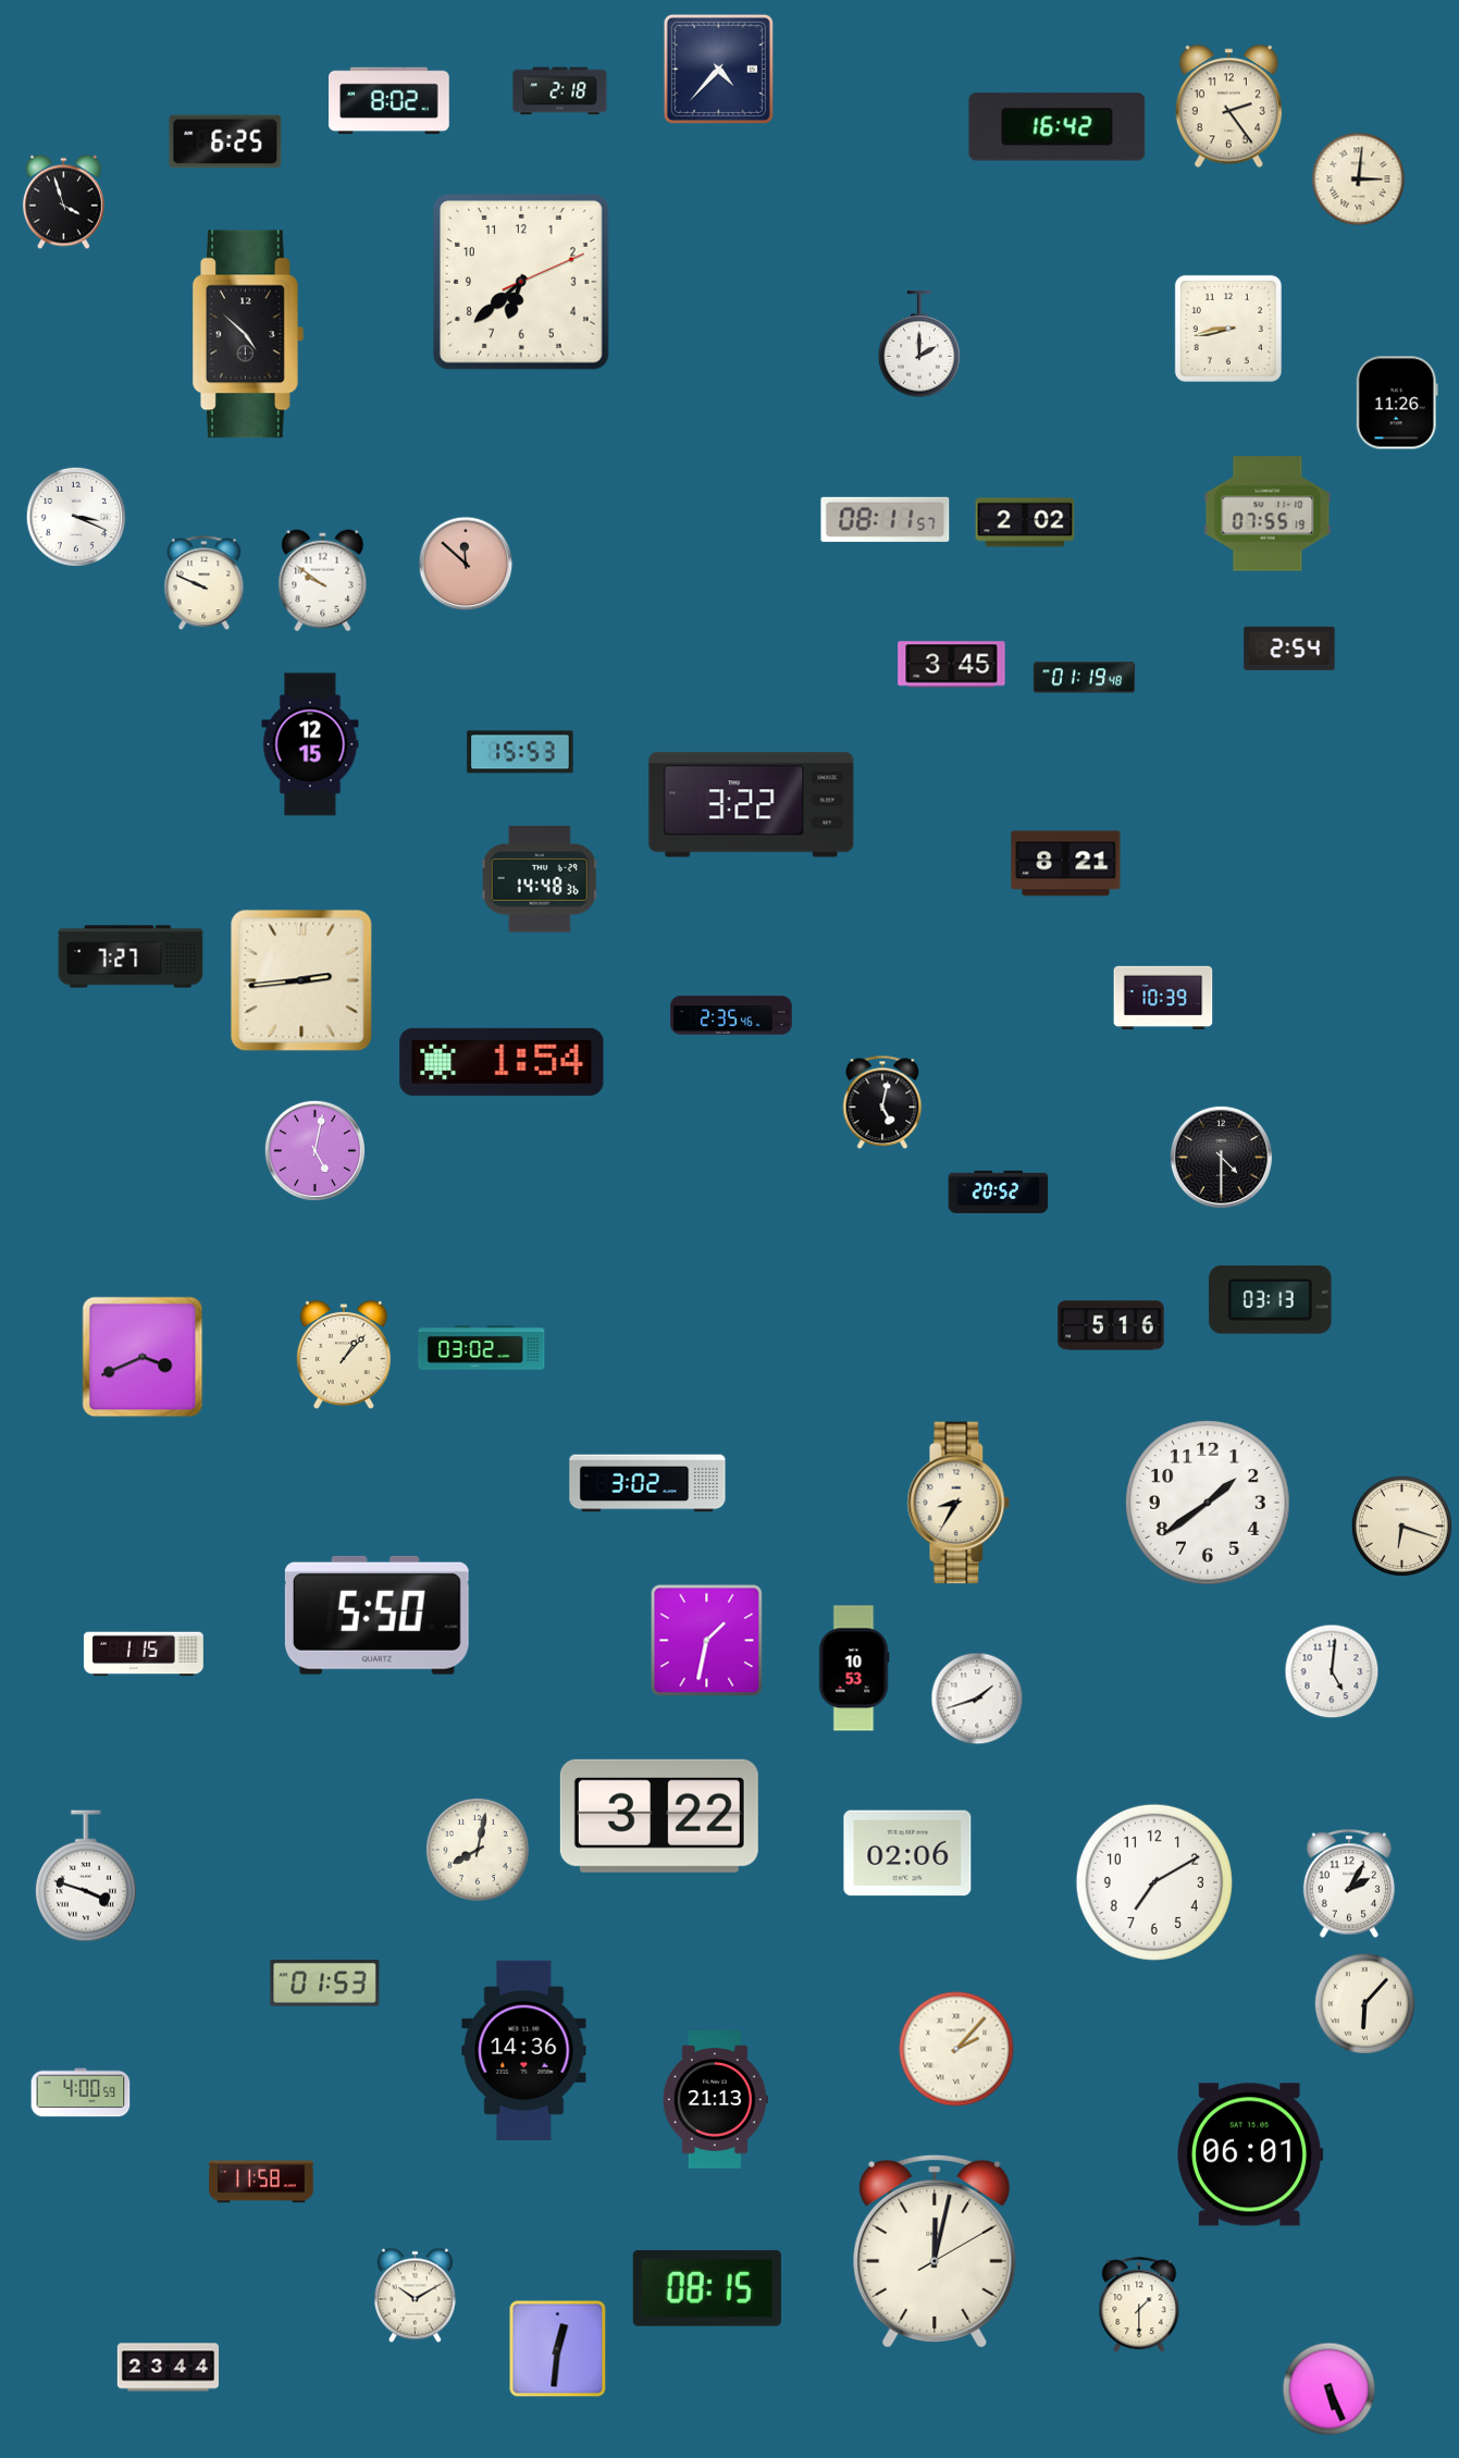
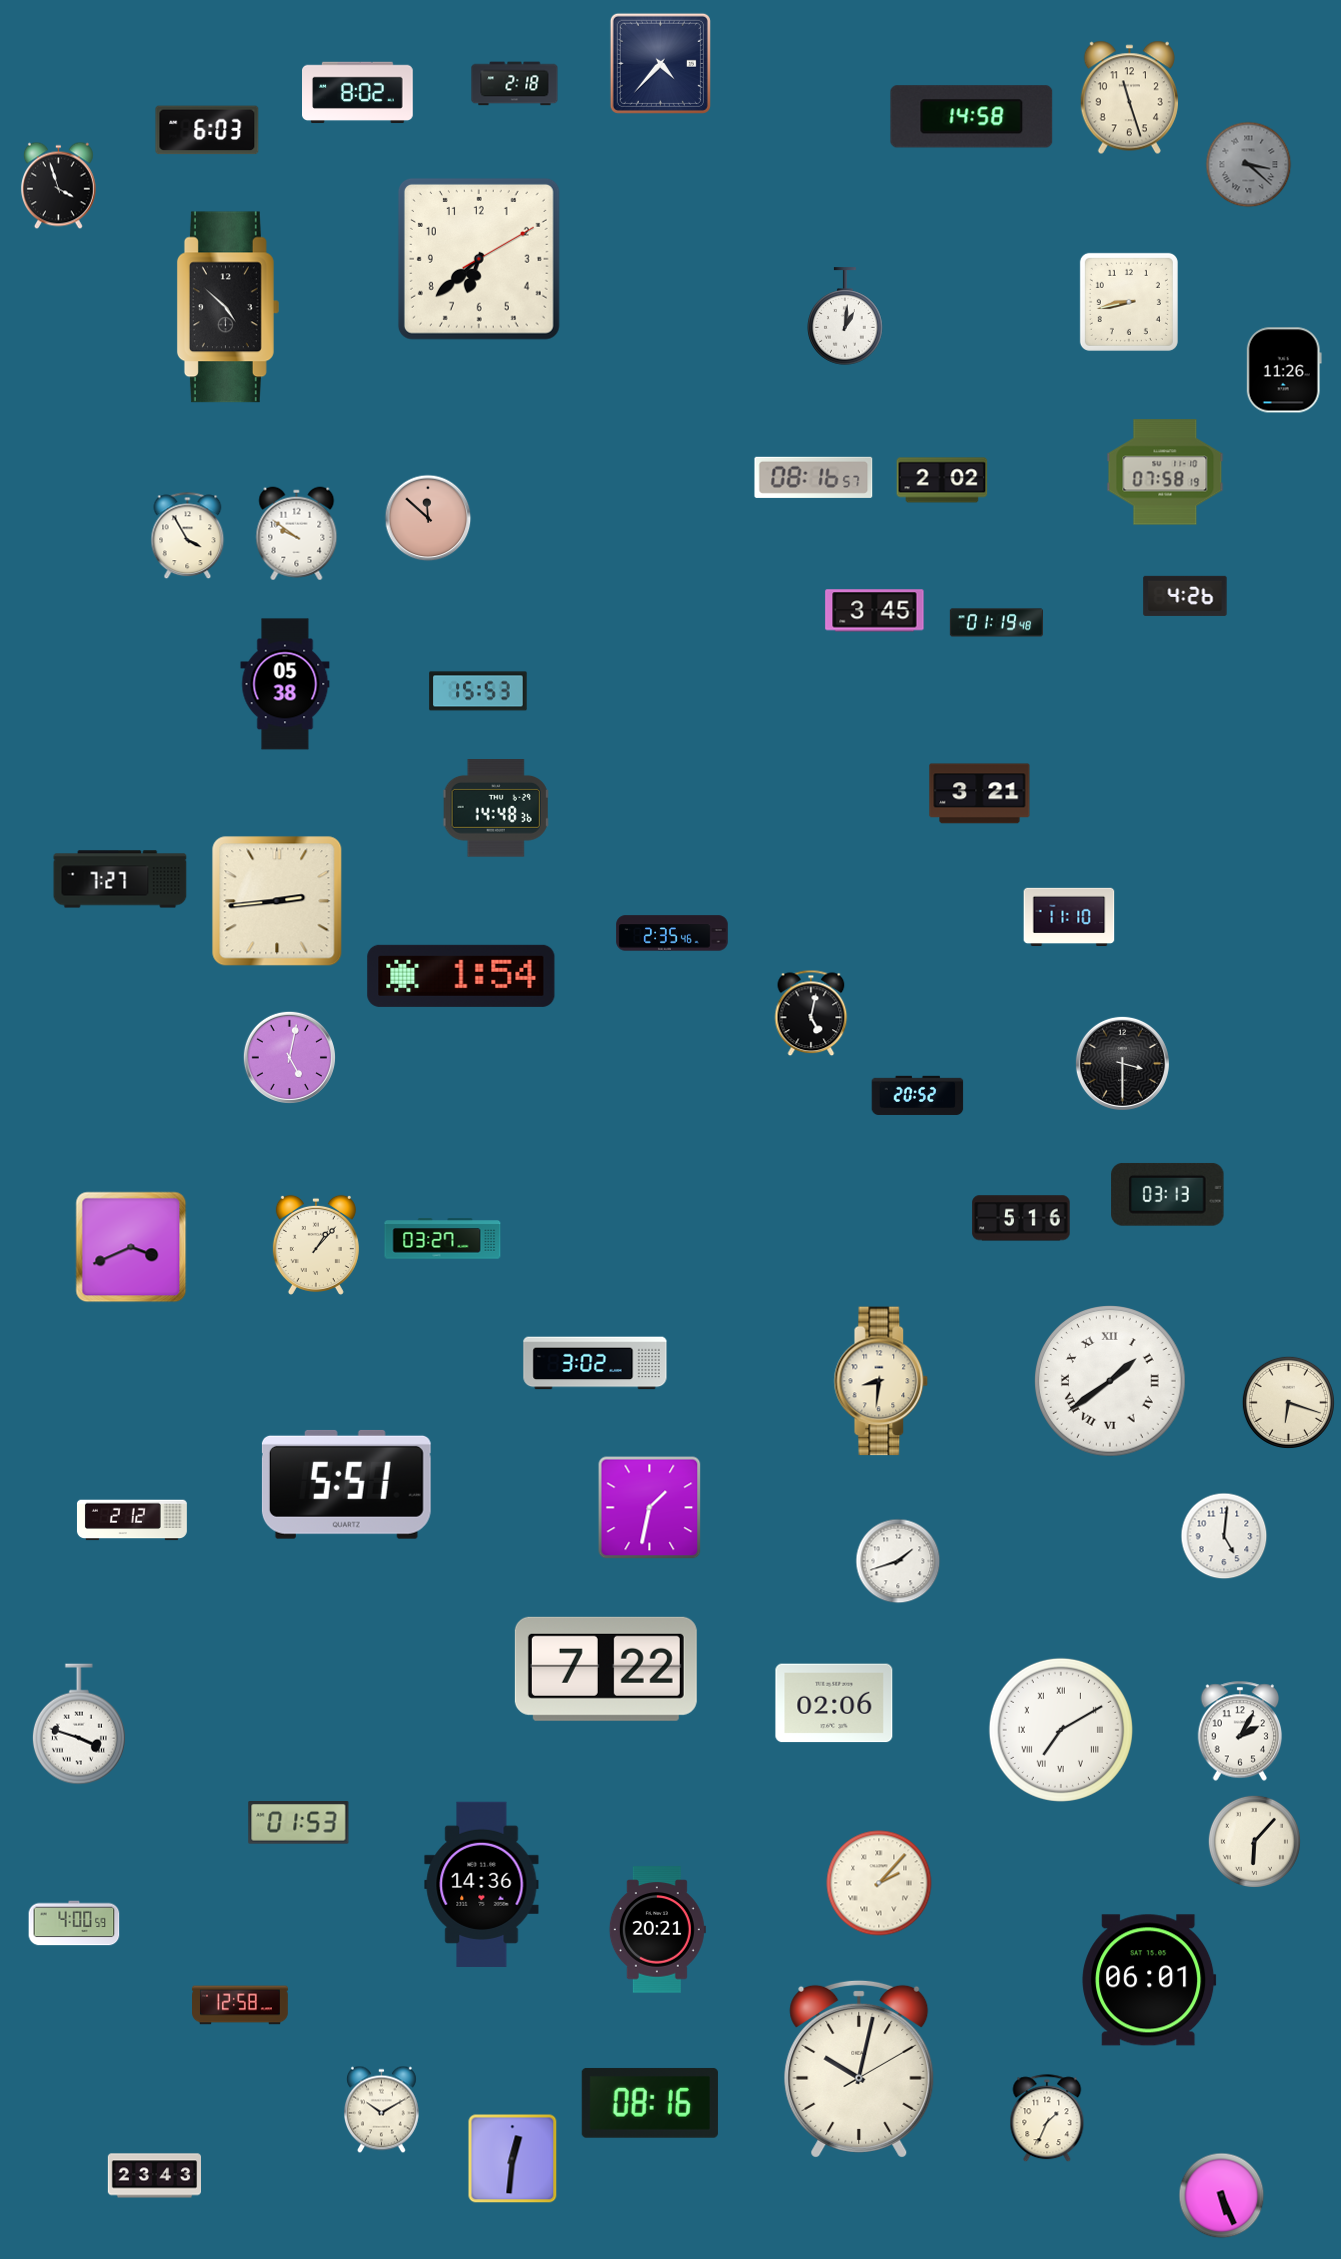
clock at (1228, 107): 2:24 -> 11:27
clock at (1058, 127): 16:42 -> 14:58
clock at (225, 141): 6:25 -> 6:03
clock at (1359, 180): 3:01 -> 3:22
clock at (1359, 180) dial: cream -> grey
clock at (521, 282): 6:38:11 -> 6:38:10
clock at (919, 344): 2:00 -> 1:01
clock at (1268, 514): 07:55 -> 07:58
clock at (75, 516): 3:19 -> none
clock at (886, 519): 08:11 -> 08:16
clock at (205, 583): 9:49 -> 3:55
clock at (1289, 649): 2:54 -> 4:26
clock at (310, 744): 12:15 -> 05:38
clock at (752, 805): 3:22 -> none
clock at (1066, 864): 8:21 -> 3:21
clock at (1163, 998): 10:39 -> 11:10
clock at (1221, 1157): 4:30 -> 3:30
clock at (482, 1348): 03:02 -> 03:27
clock at (959, 1503): 8:35 -> 8:31
clock at (1209, 1504) numerals: Arabic -> Roman
clock at (376, 1615): 5:50 -> 5:51
clock at (144, 1654): 1:15 -> 2:12
clock at (854, 1668): 10:53 -> none
clock at (659, 1816): 3:22 -> 7:22
clock at (478, 1850): 8:02 -> none
clock at (1154, 1882) numerals: Arabic -> Roman
clock at (715, 2100): 21:13 -> 20:21
clock at (262, 2182): 11:58 -> 12:58
clock at (935, 2251): 12:02 -> 10:02
clock at (707, 2288): 08:15 -> 08:16
clock at (1139, 2306): 1:30 -> 1:34
clock at (168, 2368): 23:44 -> 23:43
